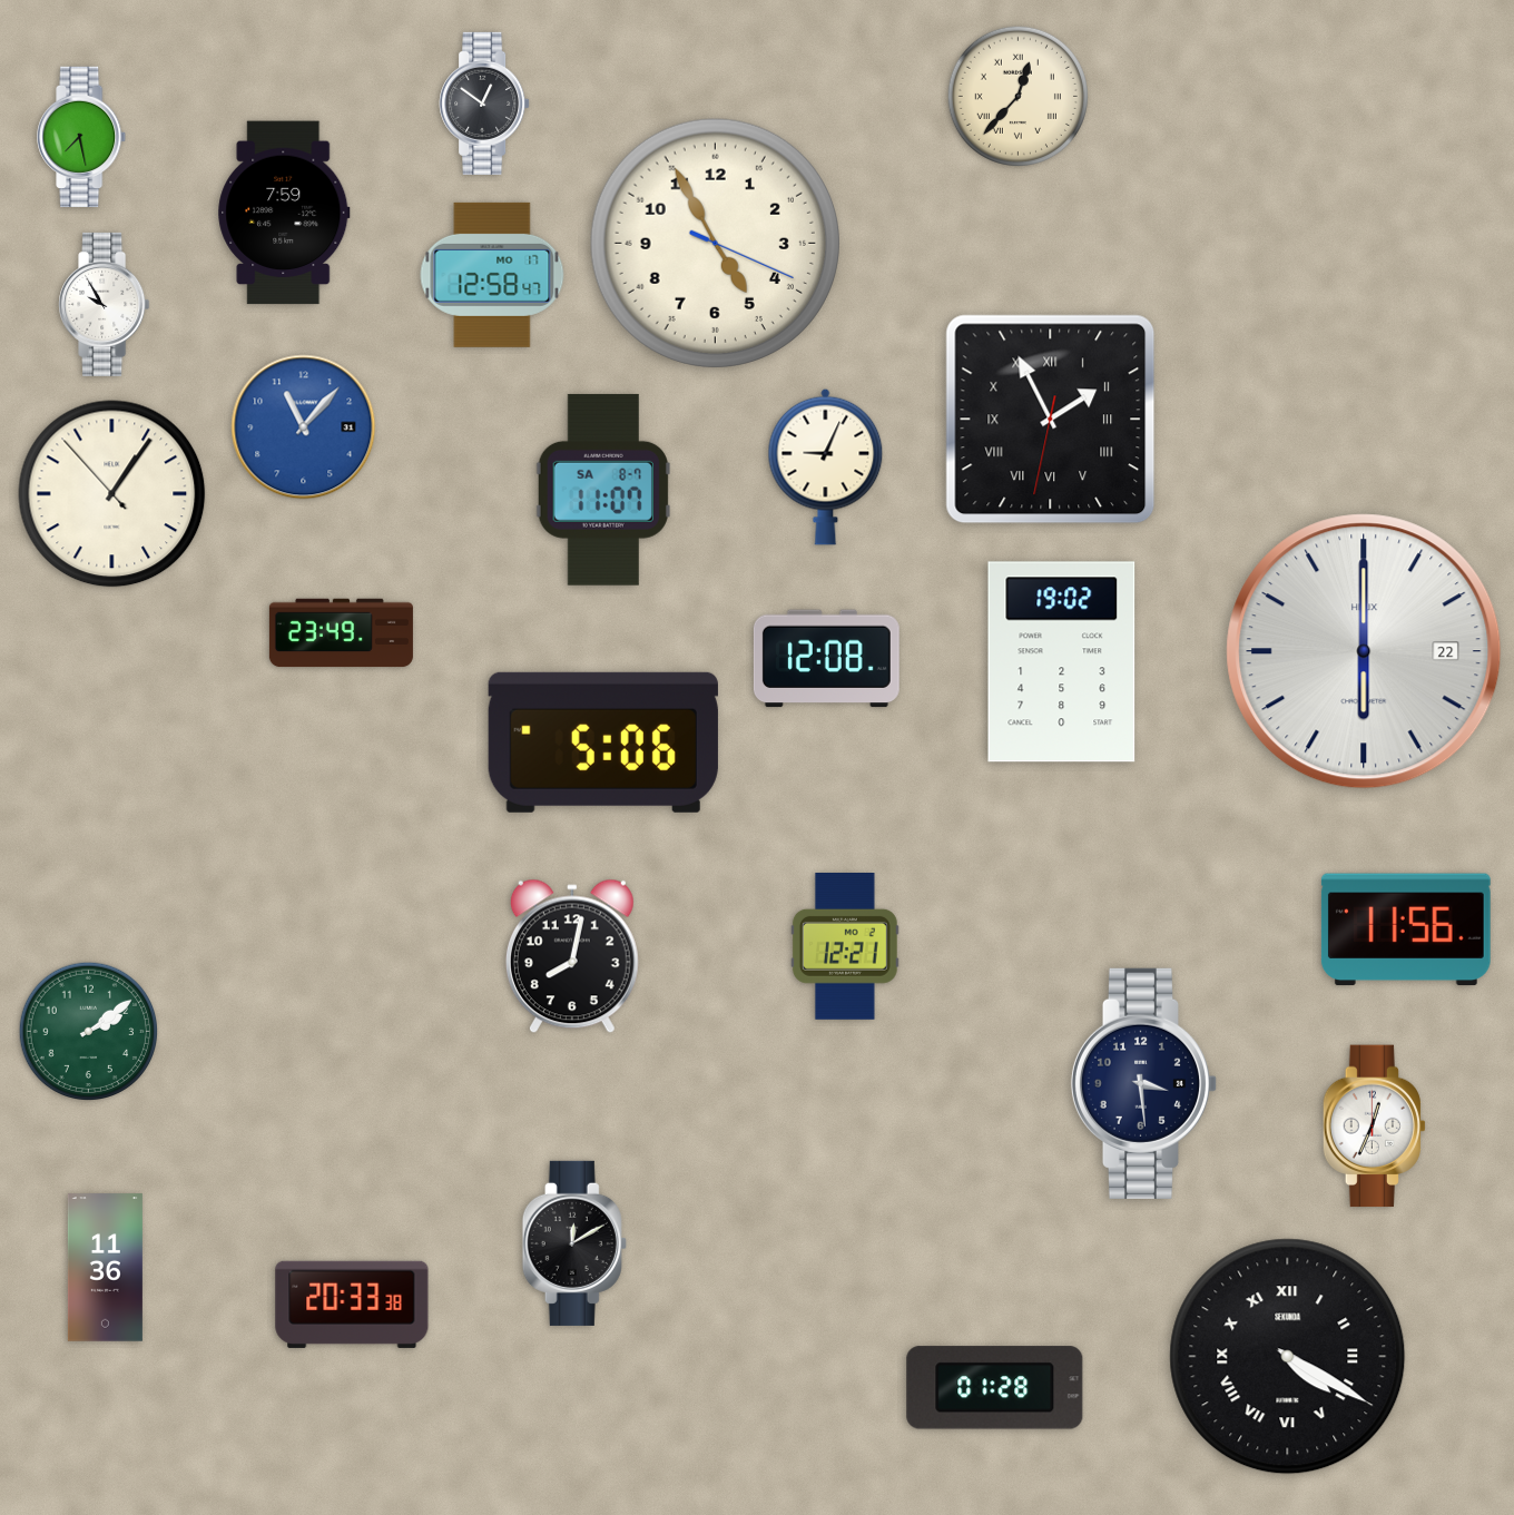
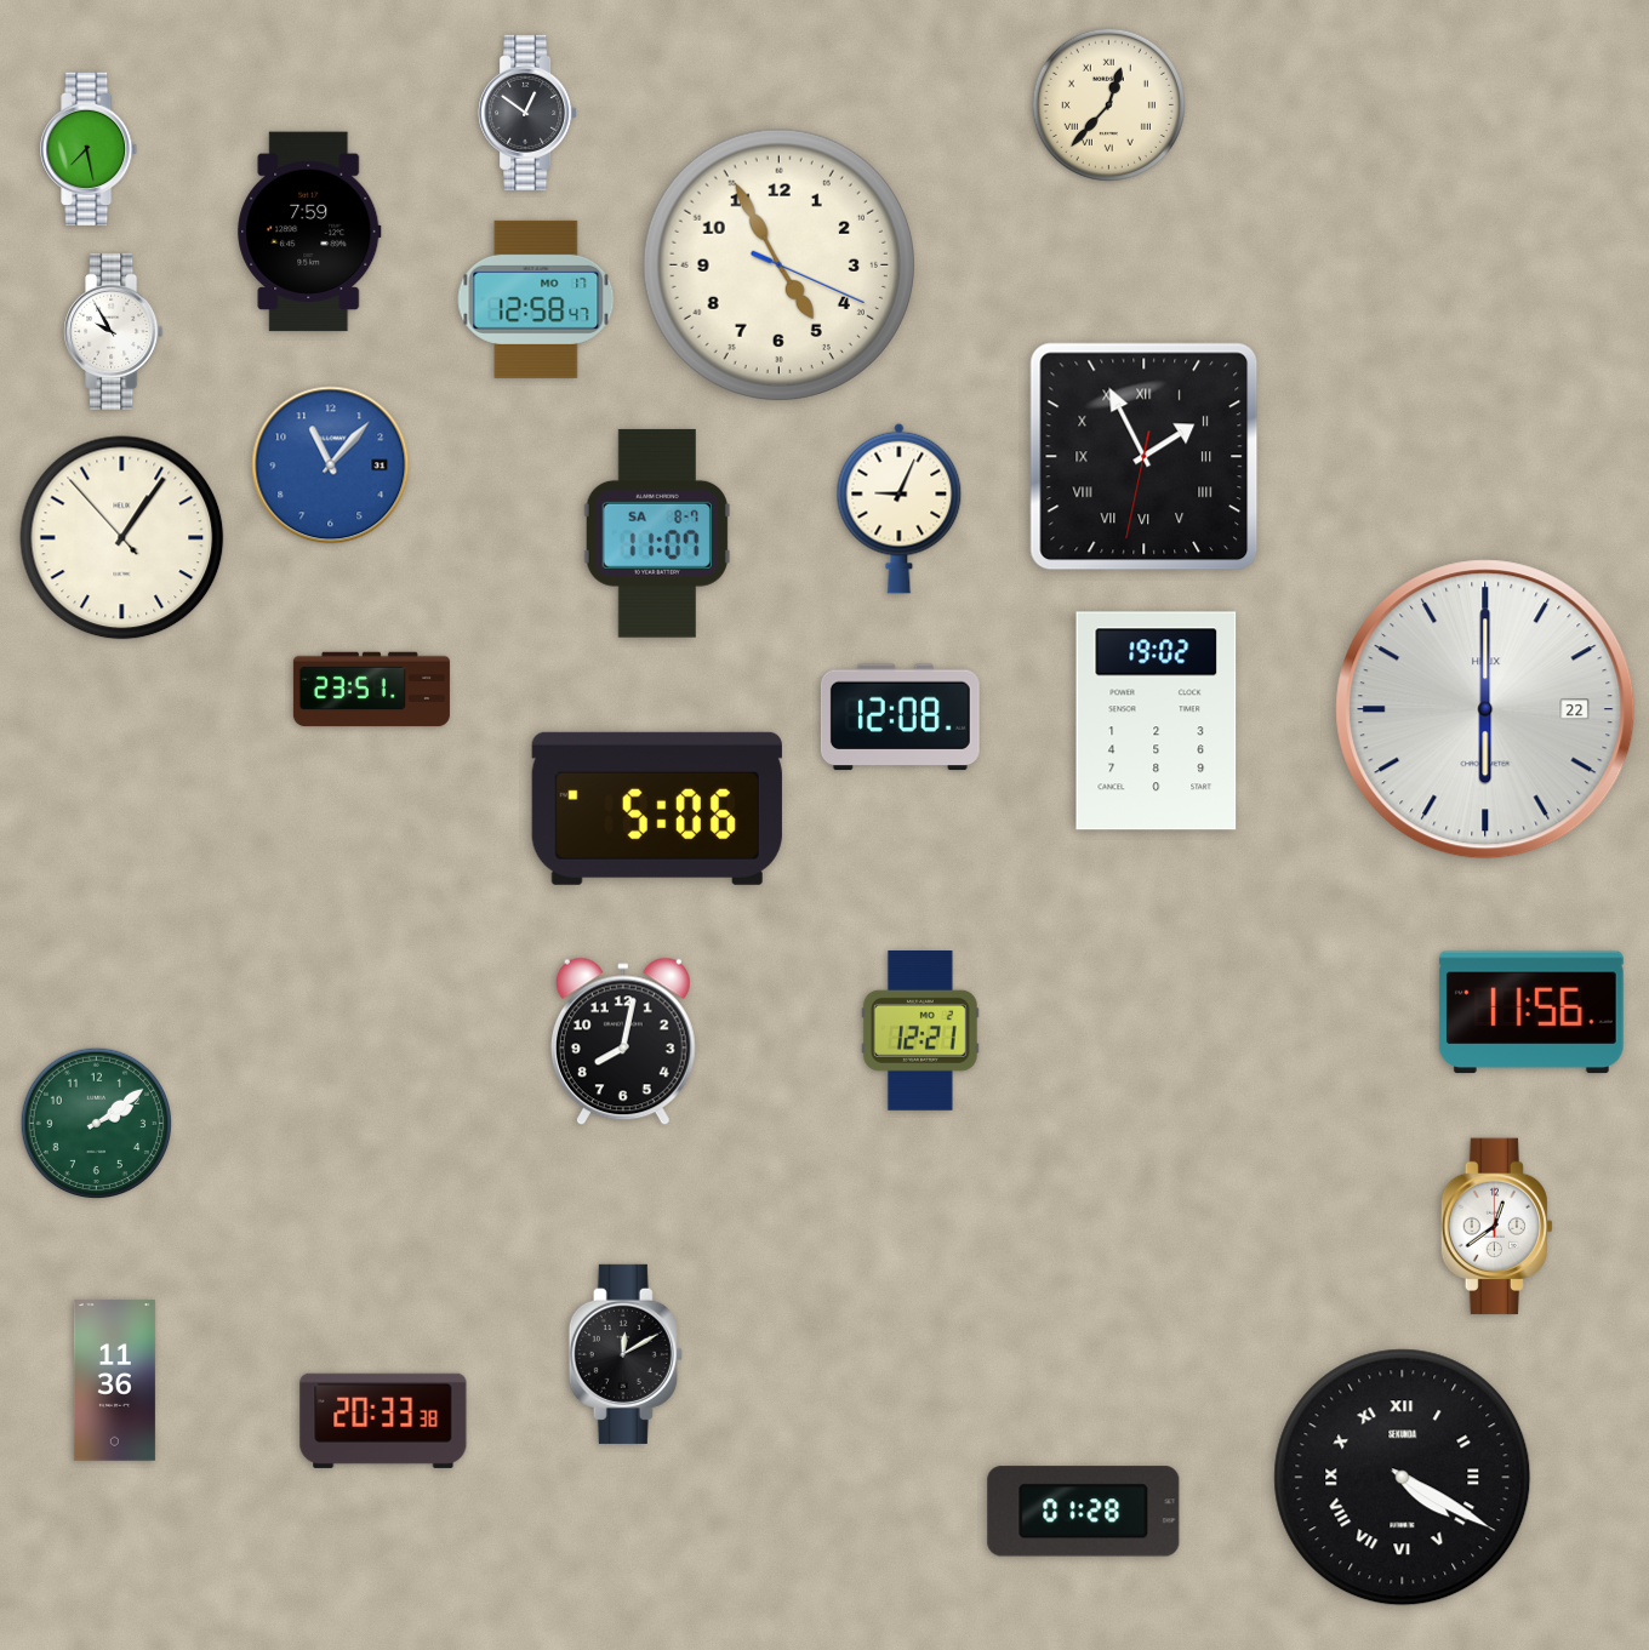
clock at (341, 633): 23:49 -> 23:51
clock at (1144, 1083): 3:29 -> none
clock at (1374, 1127): 12:34 -> 12:39
